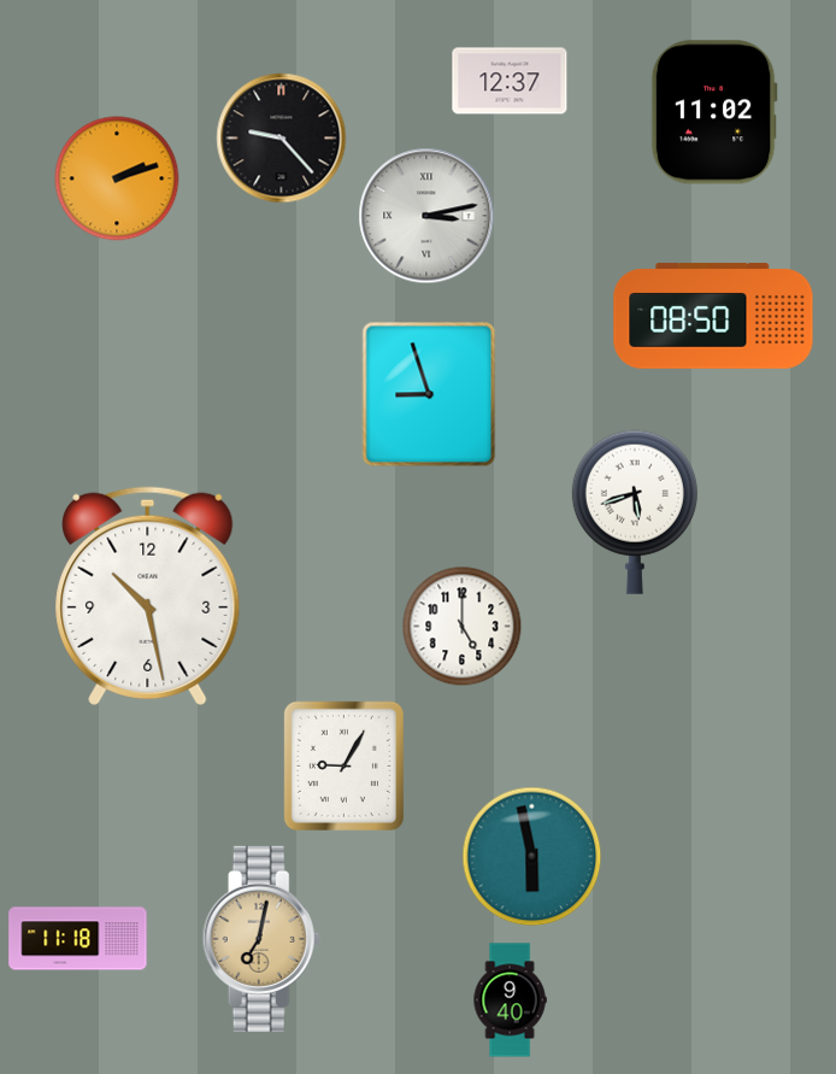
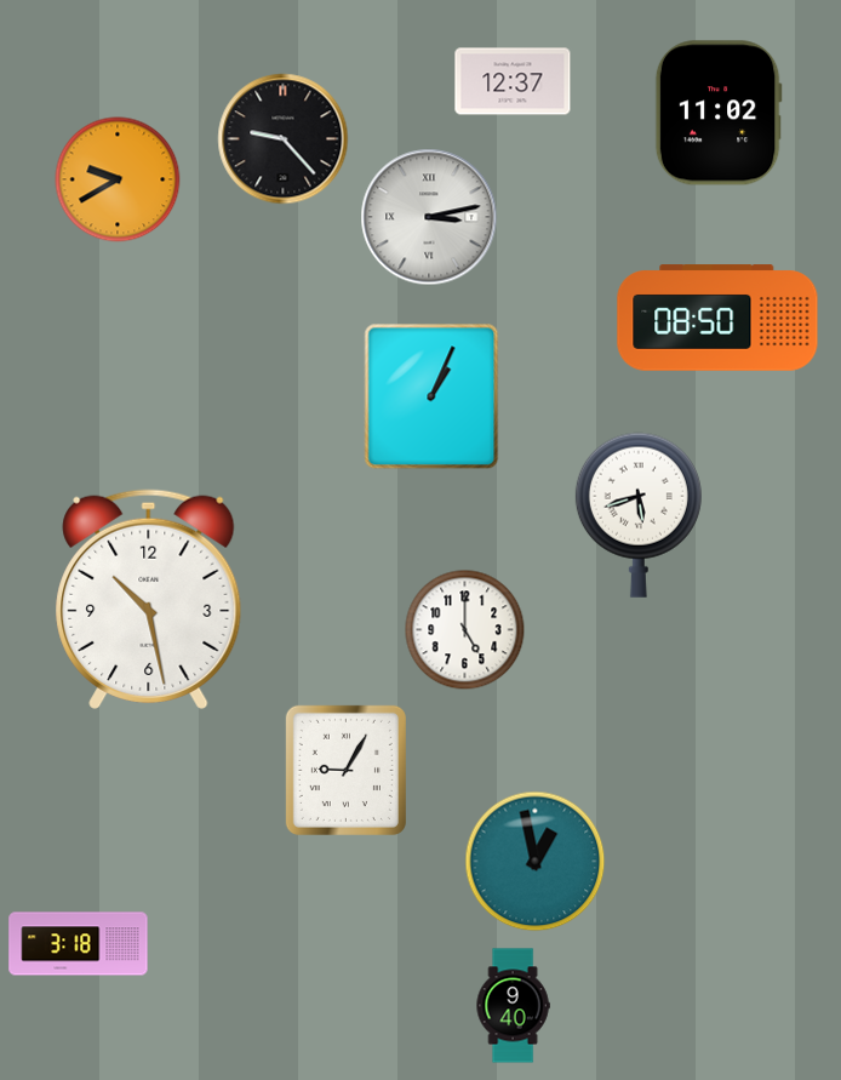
clock at (117, 178): 2:12 -> 9:40
clock at (429, 394): 8:57 -> 1:04
clock at (532, 857): 5:58 -> 12:58
clock at (78, 939): 11:18 -> 3:18
clock at (261, 939): 7:02 -> none
